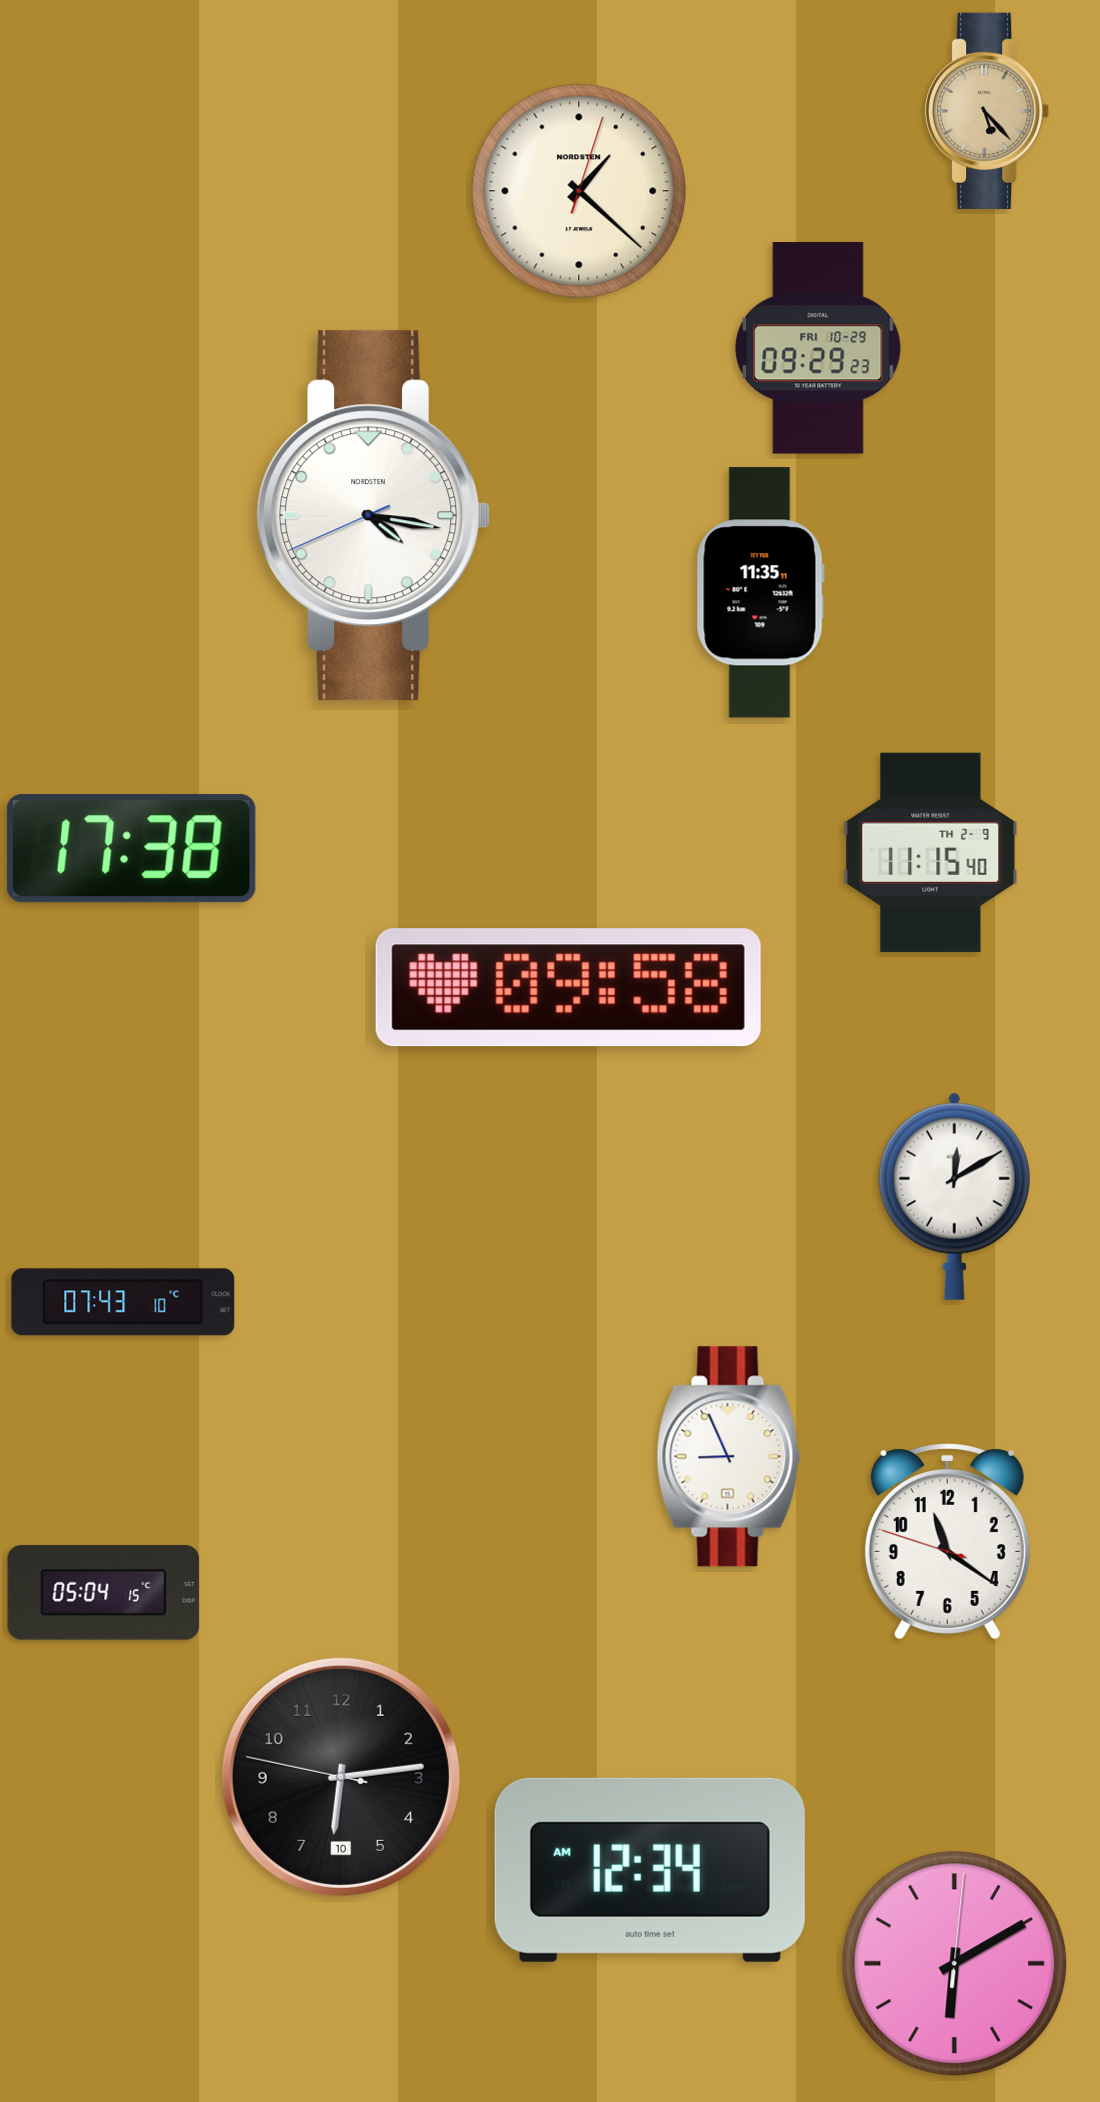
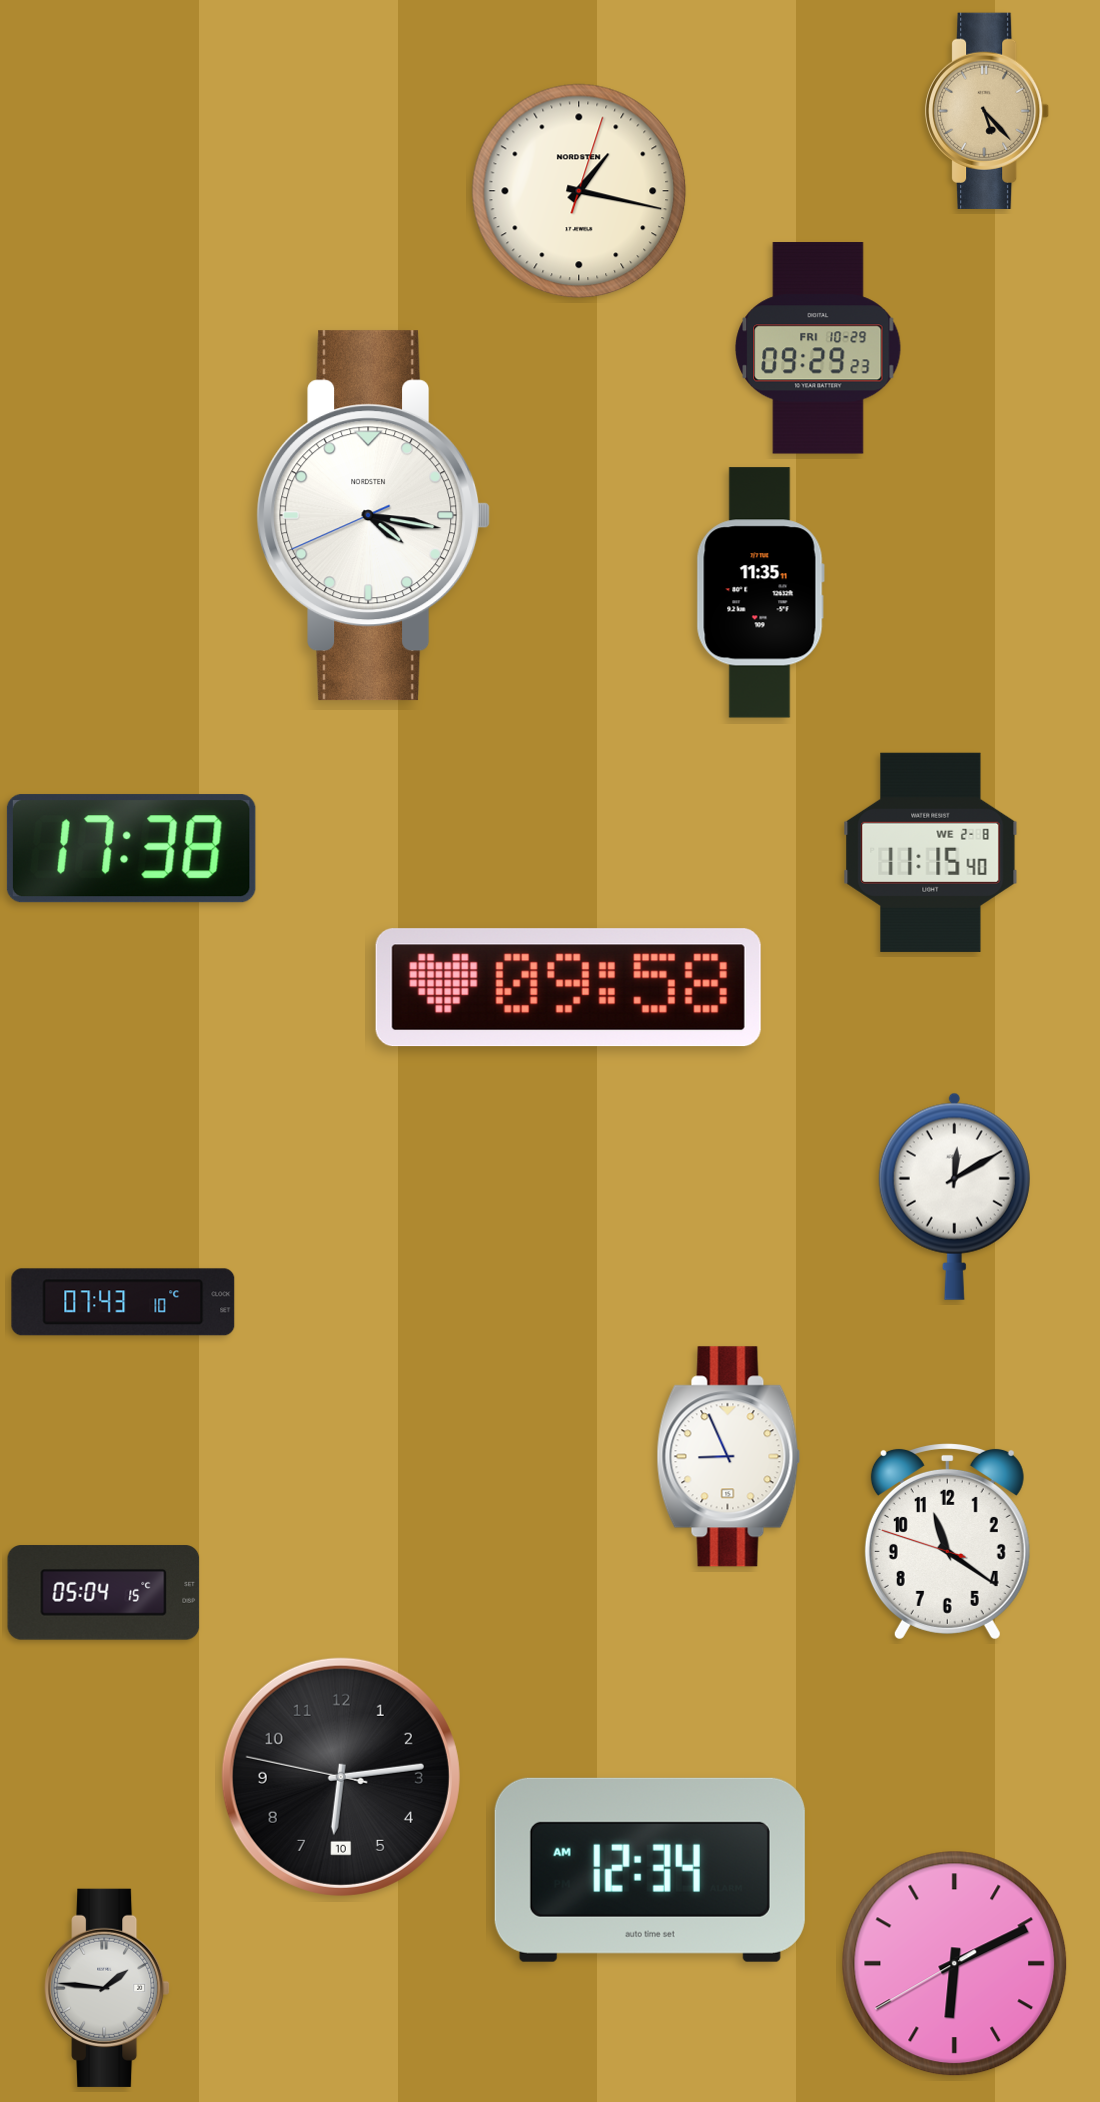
clock at (579, 191): 1:22 -> 1:17
clock at (931, 852) date: TH 2-9 -> WE 2-8
clock at (955, 1964): 6:10:01 -> 6:10:40
clock at (107, 1988): none -> 1:46
